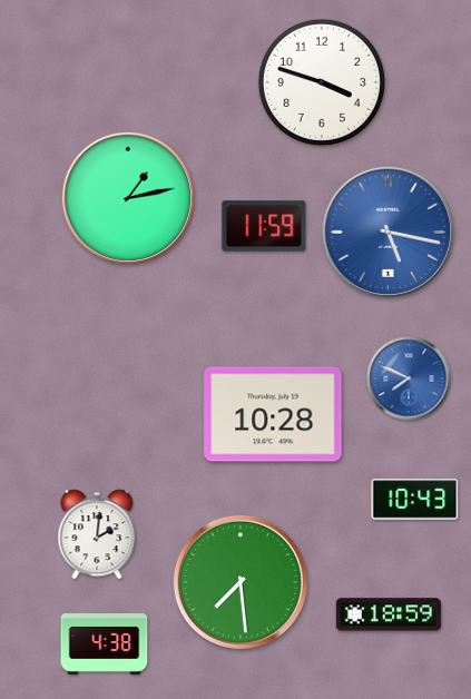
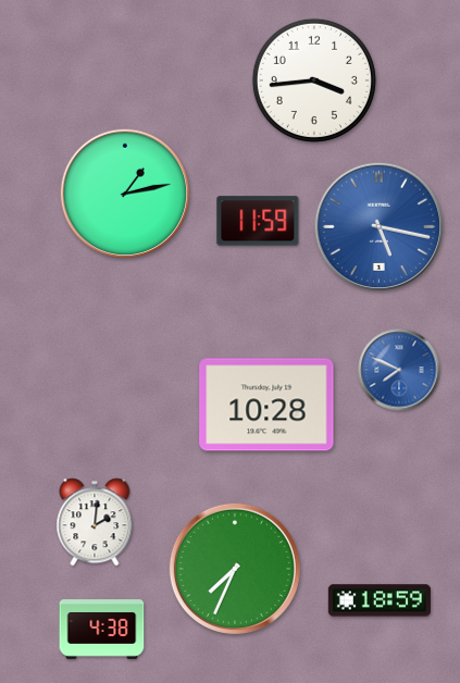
clock at (322, 82): 3:48 -> 3:44
clock at (415, 500): 10:43 -> none
clock at (241, 582): 7:29 -> 7:34
